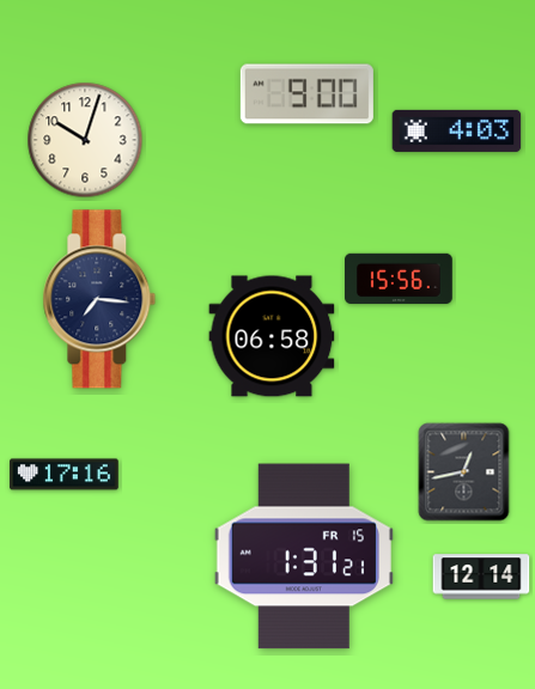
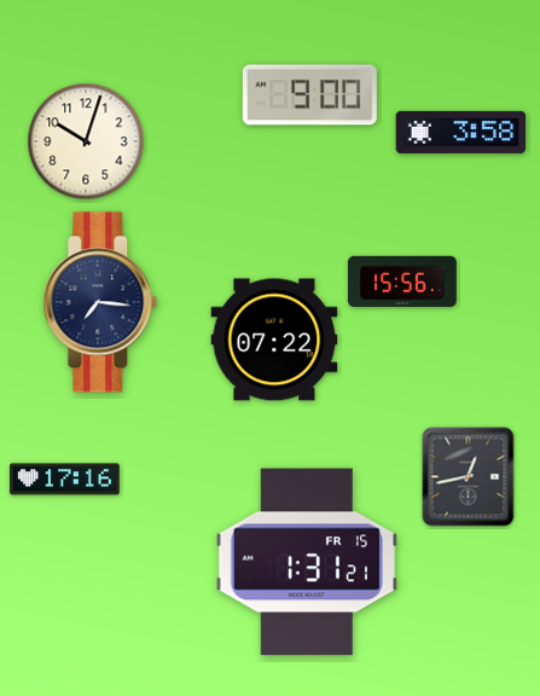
clock at (457, 130): 4:03 -> 3:58
clock at (272, 336): 06:58 -> 07:22
clock at (481, 577): 12:14 -> none
